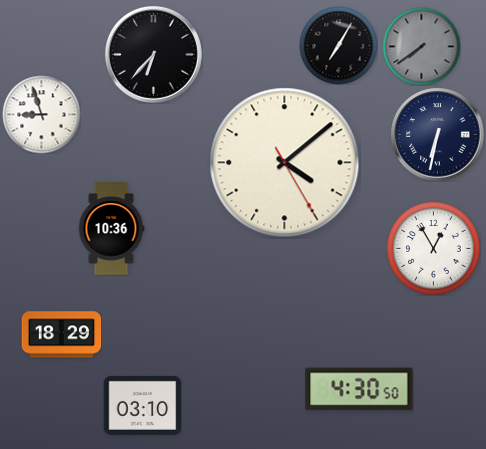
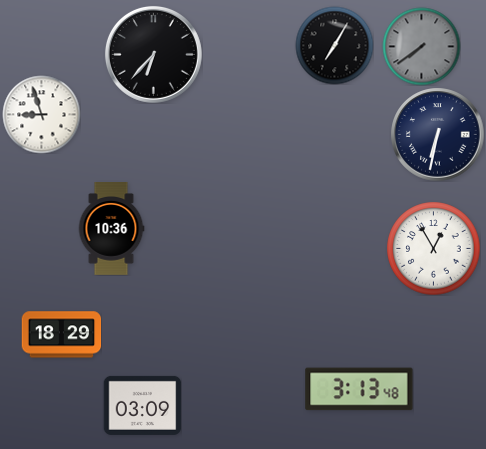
clock at (338, 45) position: (338, 45) -> (334, 45)
clock at (285, 163): 4:08 -> none
clock at (359, 389): 4:30 -> 3:13
clock at (142, 405): 03:10 -> 03:09
